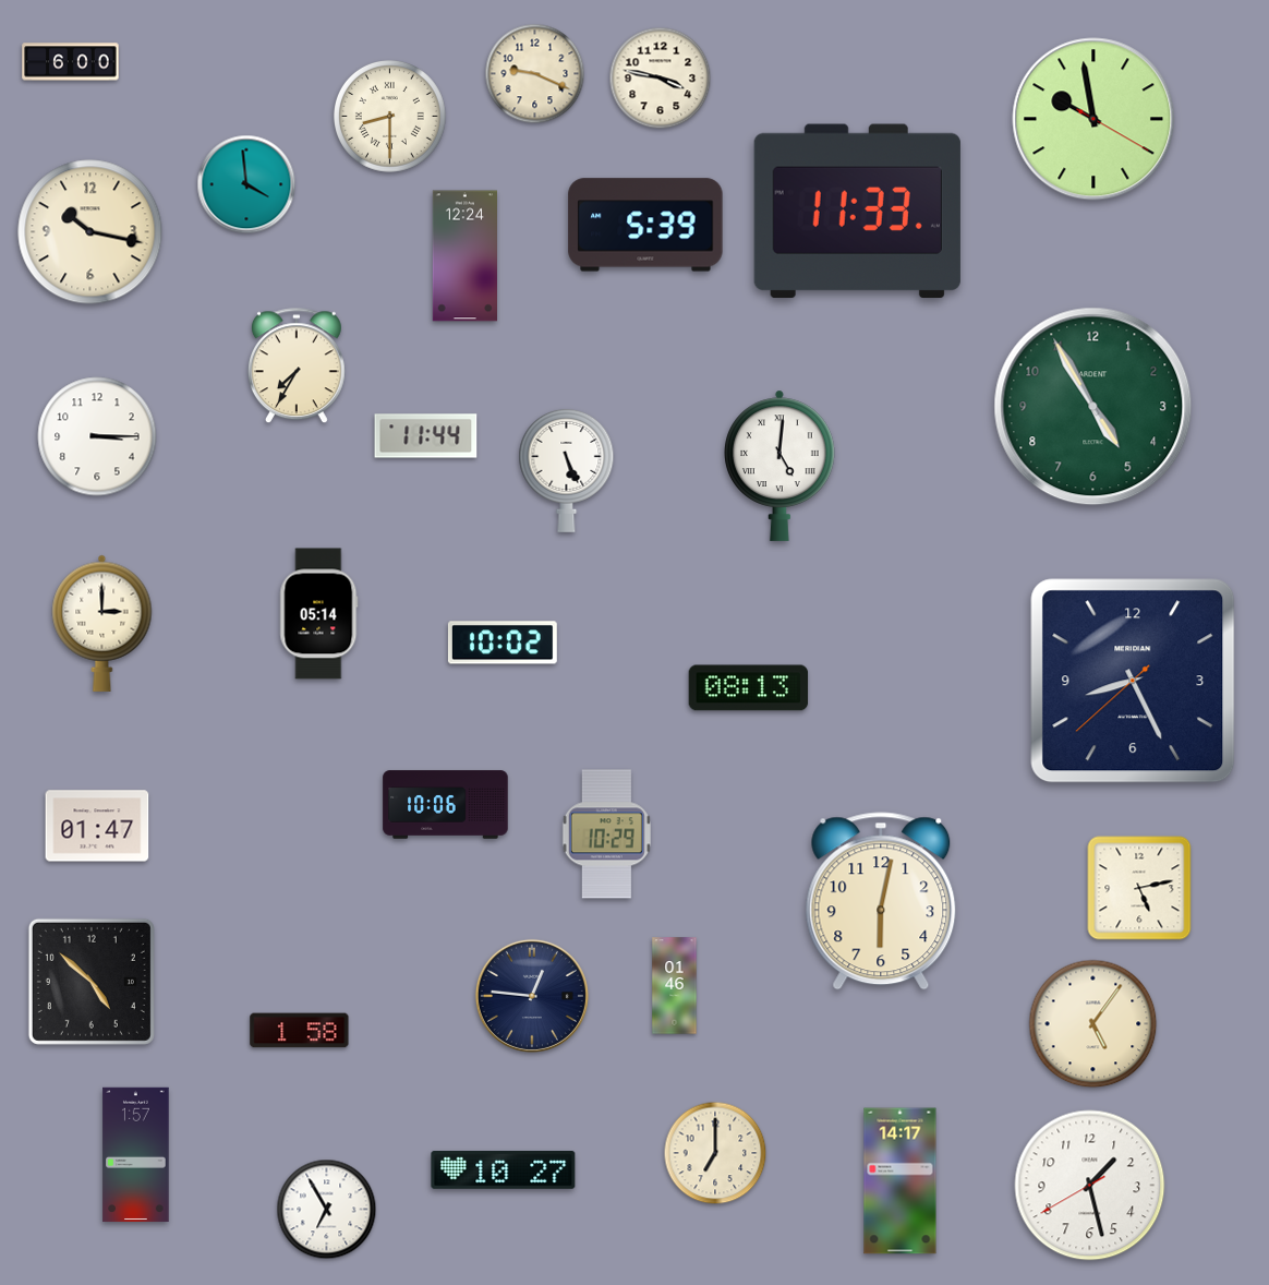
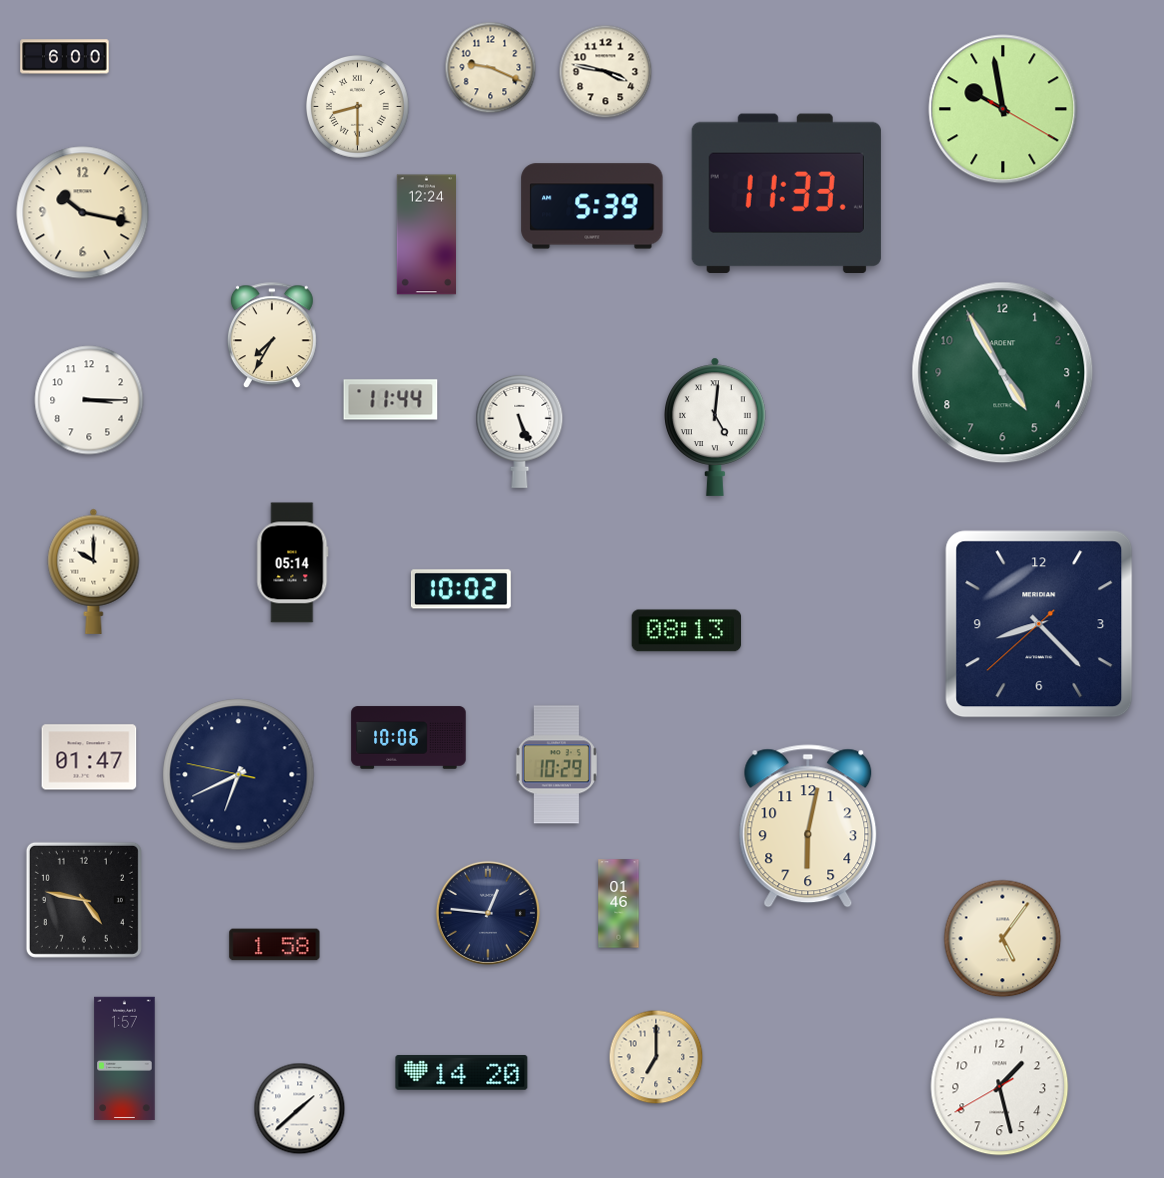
clock at (246, 184): 3:59 -> none
clock at (102, 623): 3:00 -> 10:00
clock at (1133, 681): 8:25 -> 8:22
clock at (239, 775): none -> 6:40
clock at (1139, 888): 5:13 -> none
clock at (92, 982): 4:52 -> 4:47
clock at (504, 1169): 10:27 -> 14:20
clock at (901, 1181): 14:17 -> none
clock at (327, 1210): 6:55 -> 1:38
